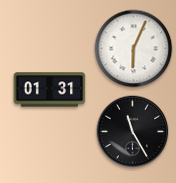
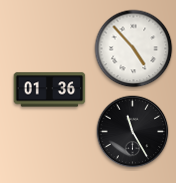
clock at (134, 49): 6:04 -> 4:53
clock at (50, 90): 01:31 -> 01:36
